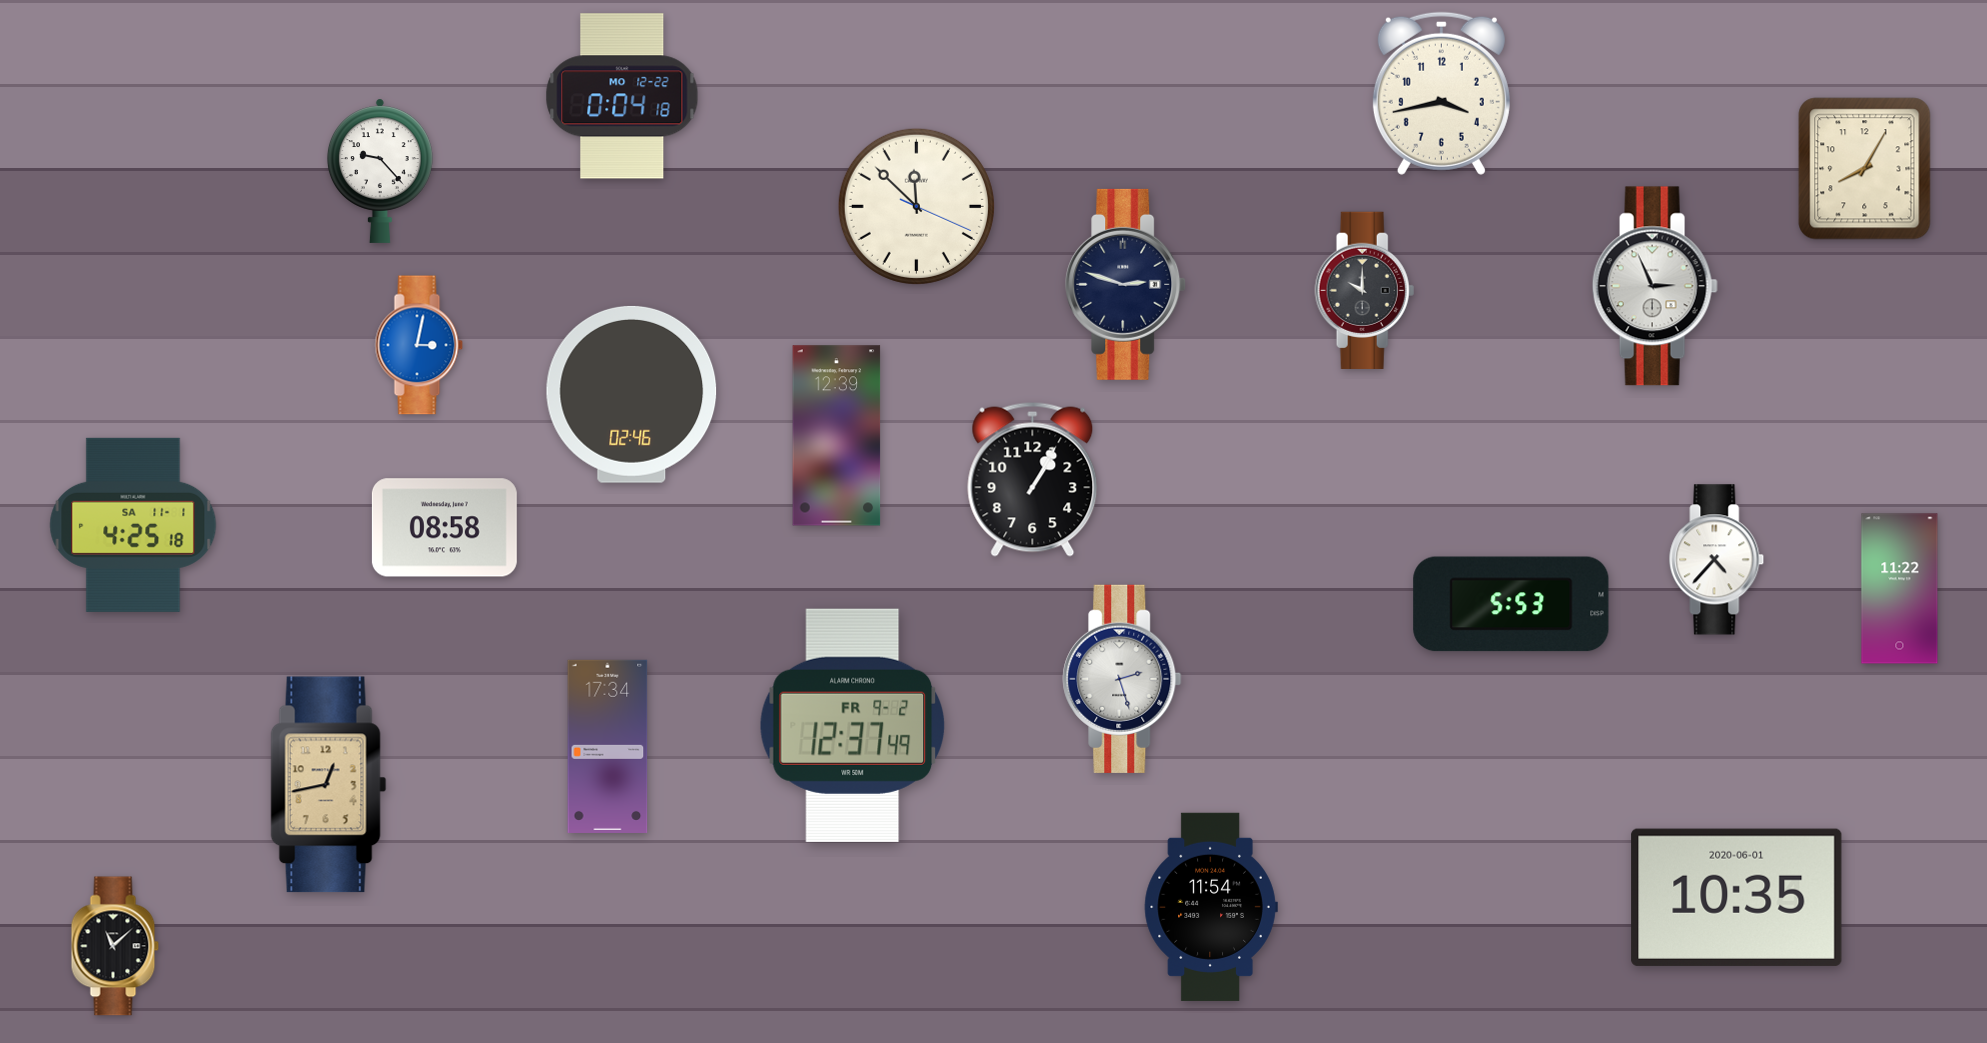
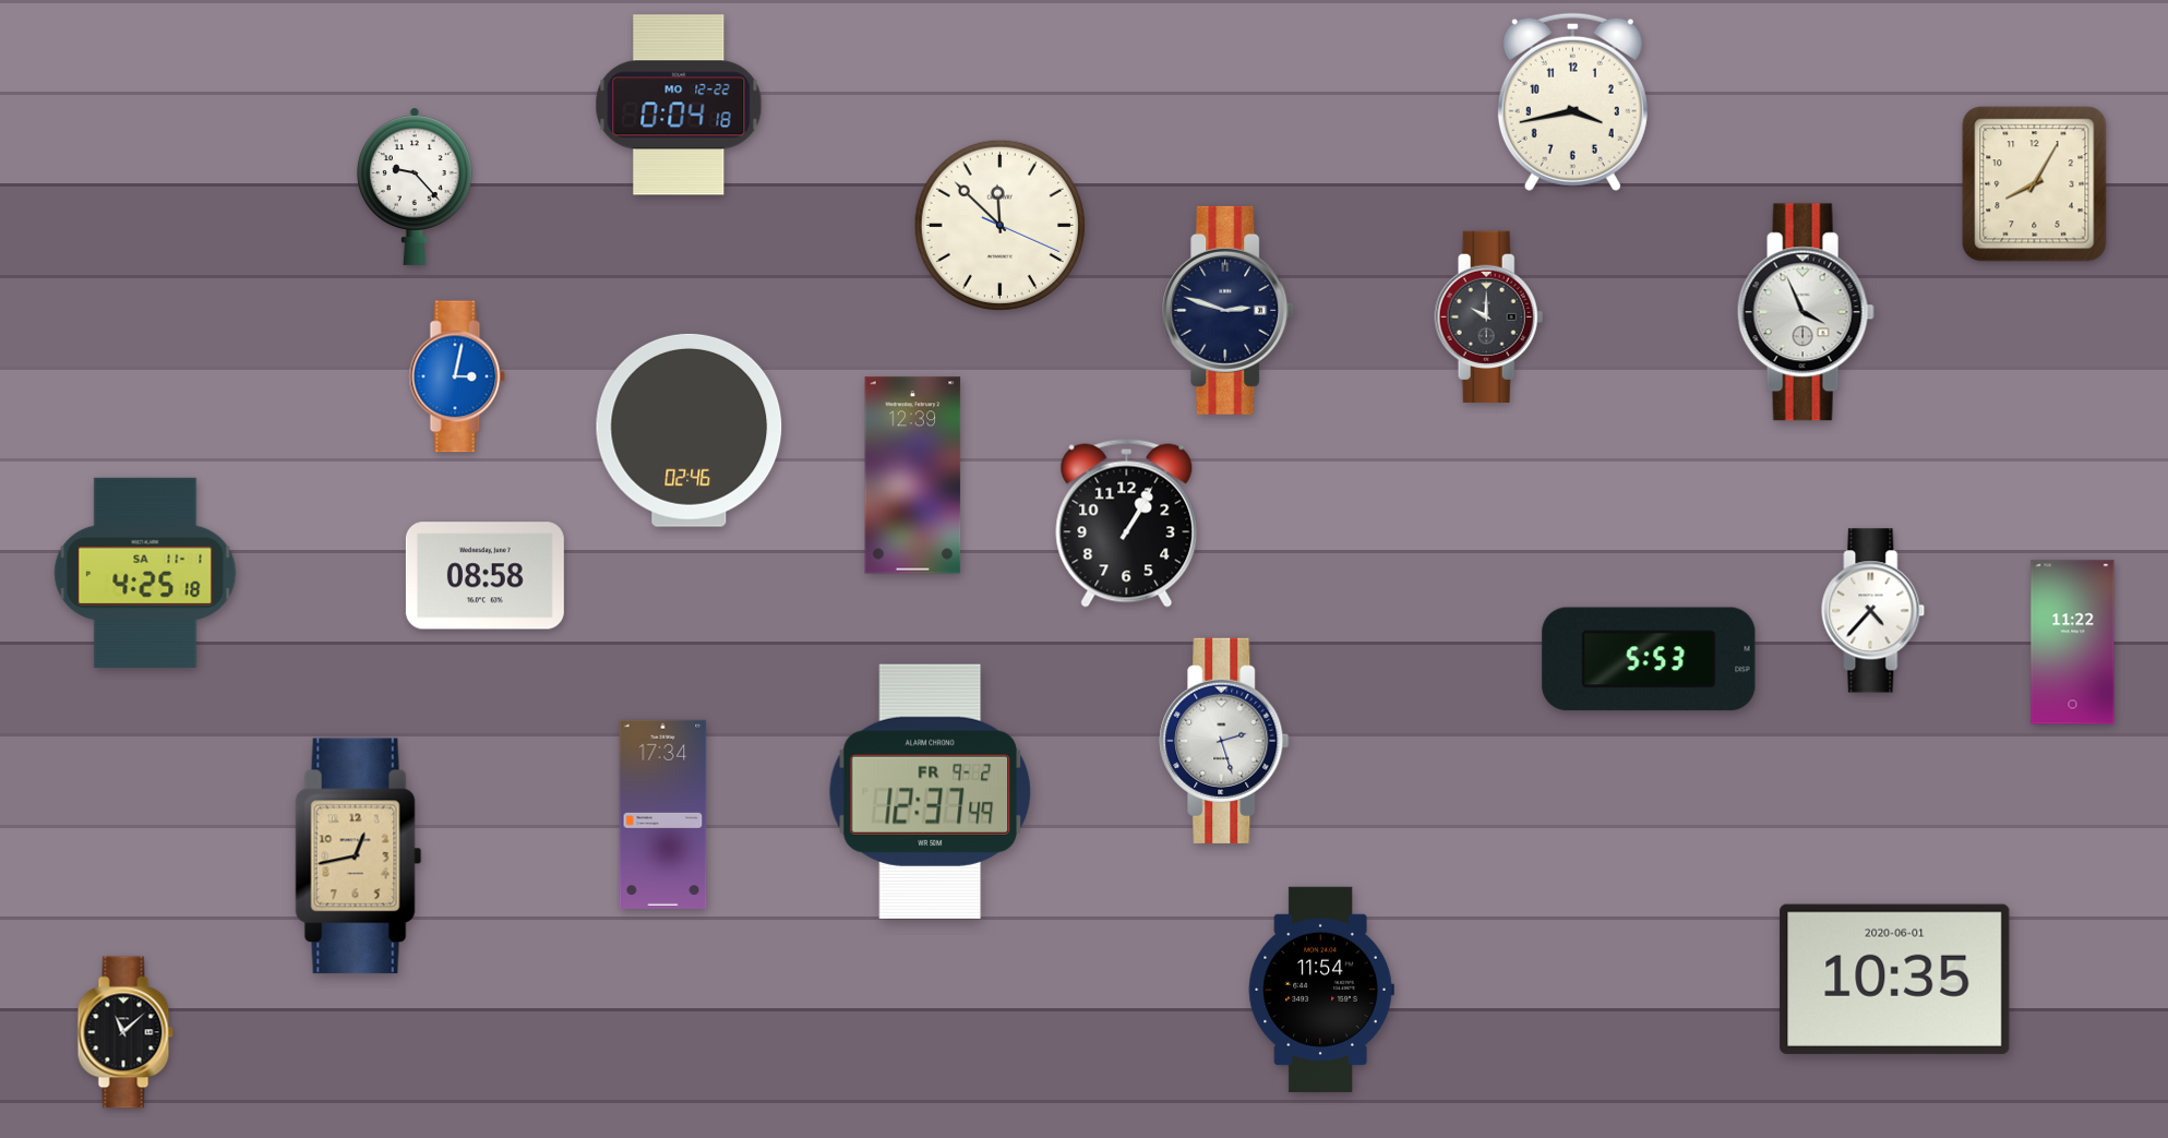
clock at (1655, 286): 2:56 -> 3:56
